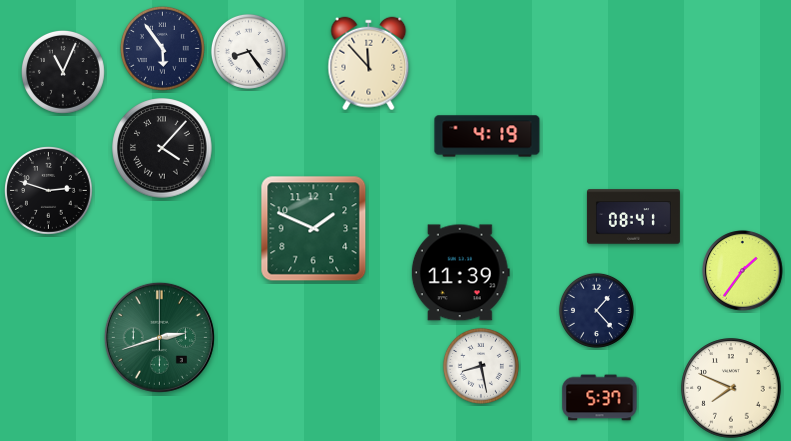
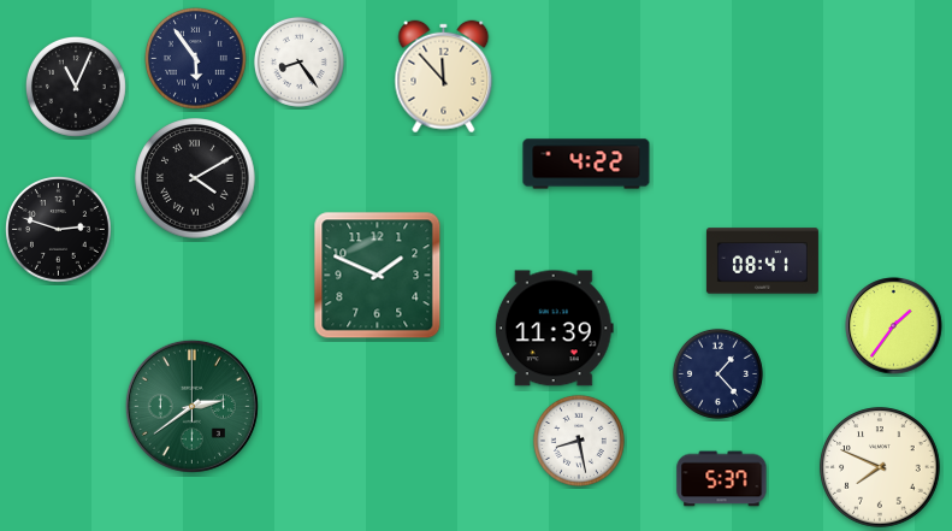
clock at (487, 136): 4:19 -> 4:22
clock at (162, 148): 4:07 -> 4:10
clock at (159, 337): 2:42 -> 2:39
